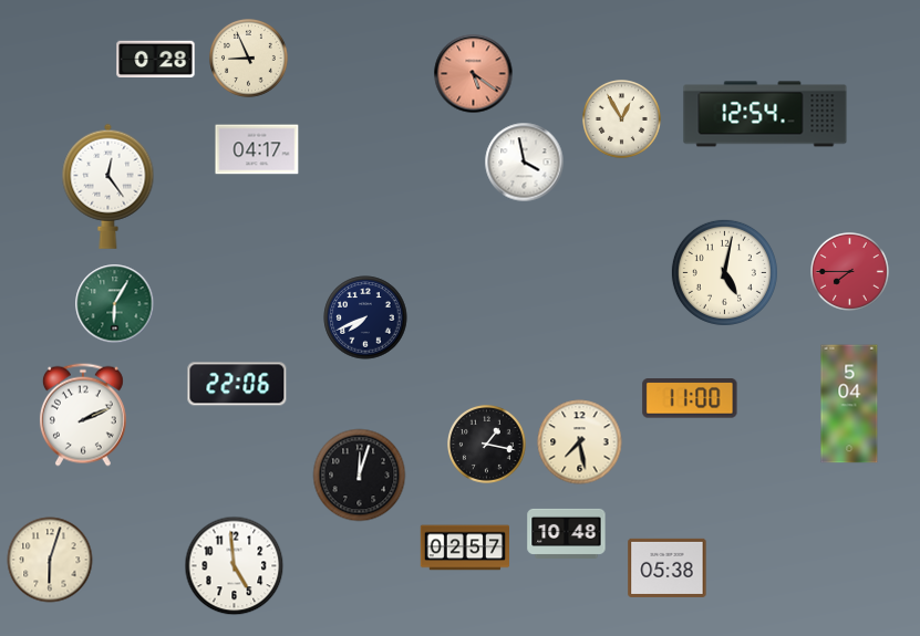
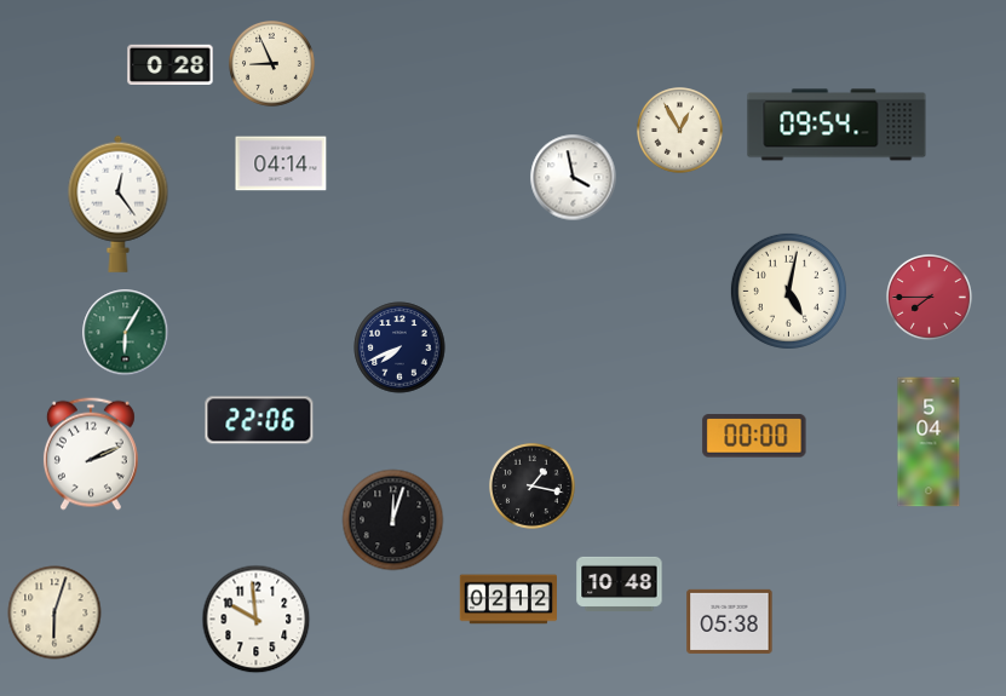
clock at (474, 74): 5:21 -> none
clock at (765, 114): 12:54 -> 09:54
clock at (257, 149): 04:17 -> 04:14
clock at (724, 272) position: (724, 272) -> (788, 291)
clock at (690, 398): 11:00 -> 00:00
clock at (580, 442): 7:28 -> none
clock at (464, 548): 02:57 -> 02:12
clock at (235, 566): 4:59 -> 9:59
